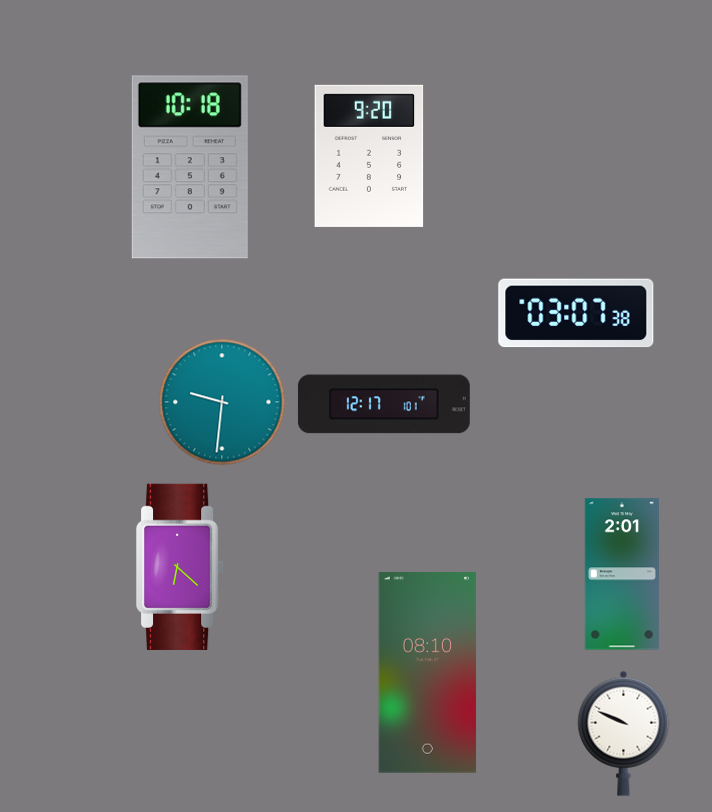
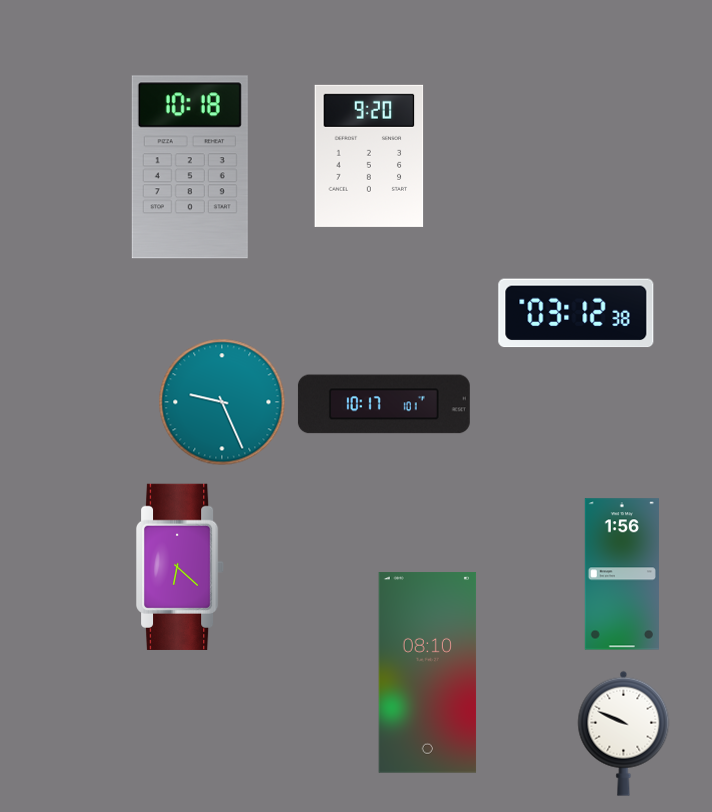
clock at (576, 313): 03:07 -> 03:12
clock at (222, 402): 9:31 -> 9:26
clock at (384, 404): 12:17 -> 10:17
clock at (622, 574): 2:01 -> 1:56
